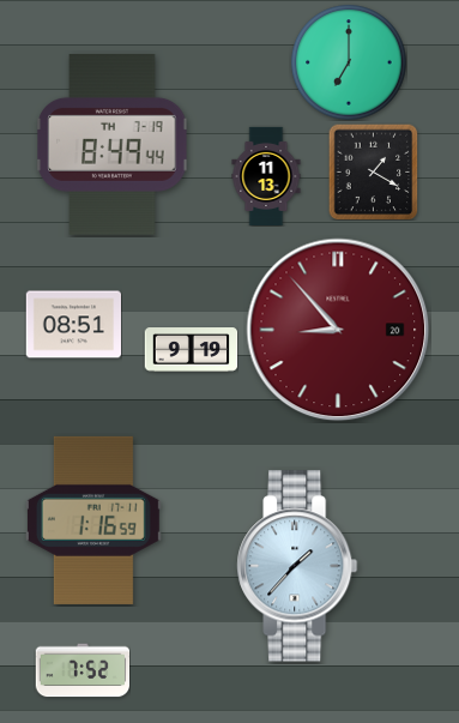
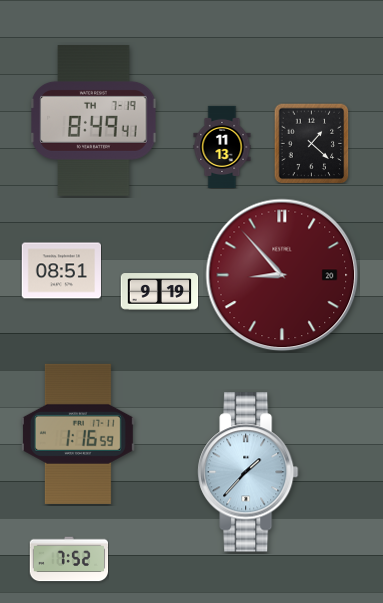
clock at (349, 62): 7:00 -> none
clock at (113, 145): 8:49:44 -> 8:49:41
clock at (374, 171): 1:20 -> 1:22
